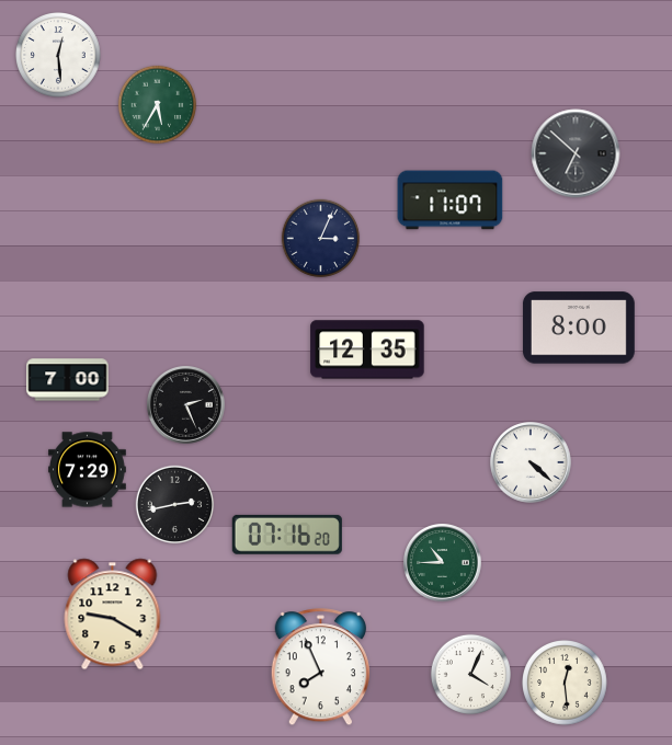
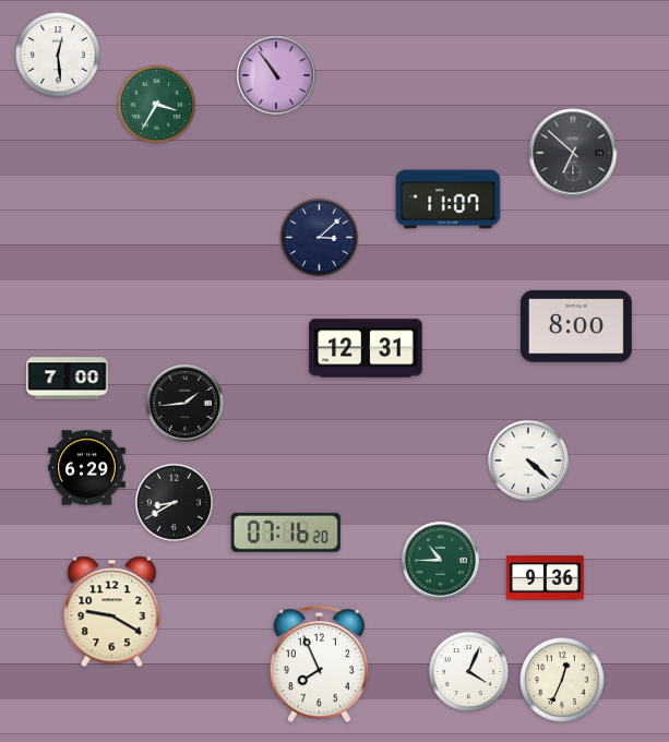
clock at (277, 76): none -> 10:54
clock at (158, 105): 5:35 -> 3:35
clock at (321, 239): 3:04 -> 3:08
clock at (367, 349): 12:35 -> 12:31
clock at (186, 405): 2:26 -> 1:44
clock at (88, 470): 7:29 -> 6:29
clock at (175, 505): 2:43 -> 8:40
clock at (545, 578): none -> 9:36
clock at (566, 684): 12:29 -> 12:34
